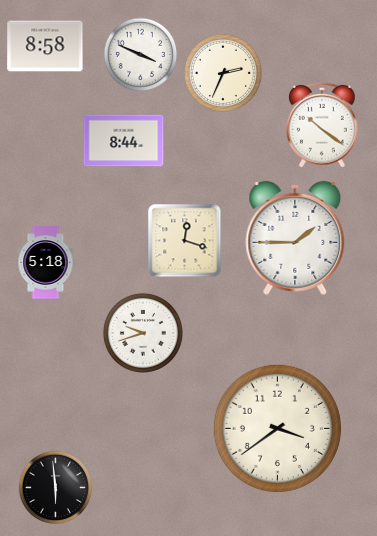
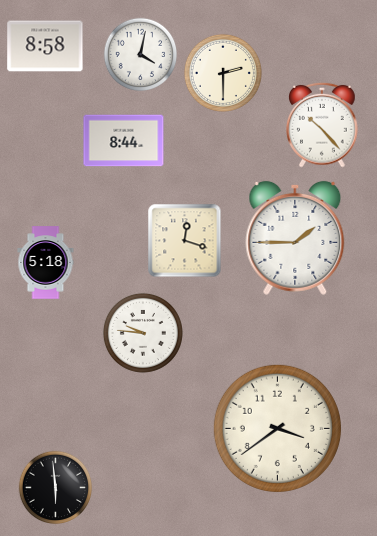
clock at (141, 55): 3:49 -> 4:02
clock at (223, 73): 2:34 -> 2:30
clock at (322, 125): 10:21 -> 10:23
clock at (143, 333): 9:42 -> 9:46
